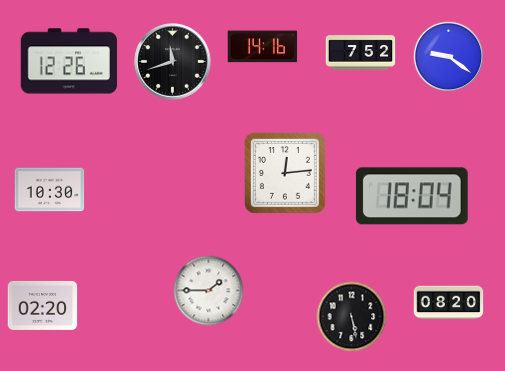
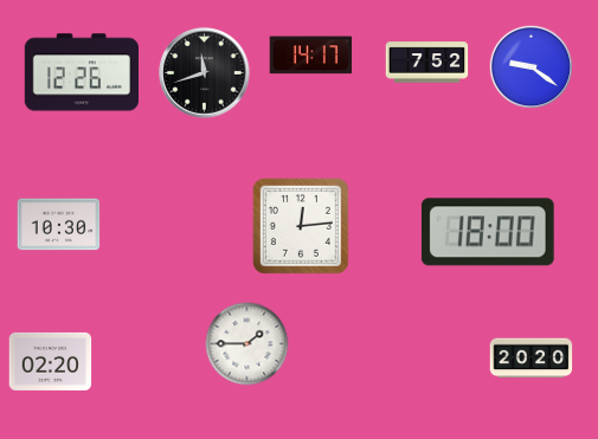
clock at (263, 47): 14:16 -> 14:17
clock at (285, 173) position: (285, 173) -> (301, 226)
clock at (412, 196): 18:04 -> 18:00
clock at (449, 303): 08:20 -> 20:20
clock at (352, 317): 5:28 -> none
